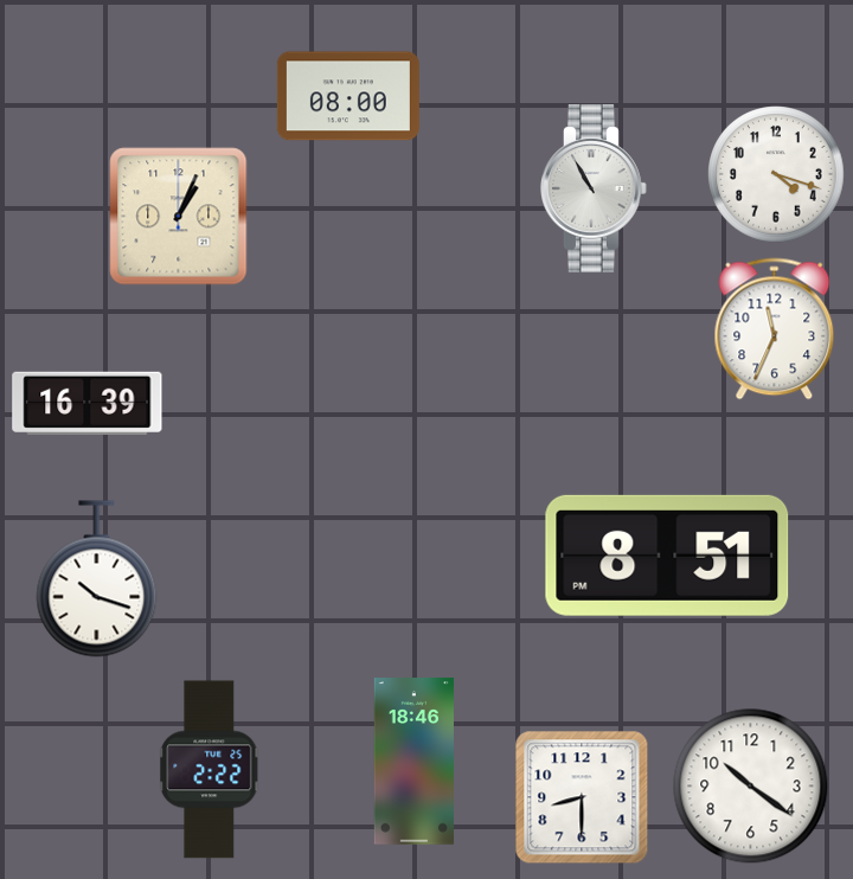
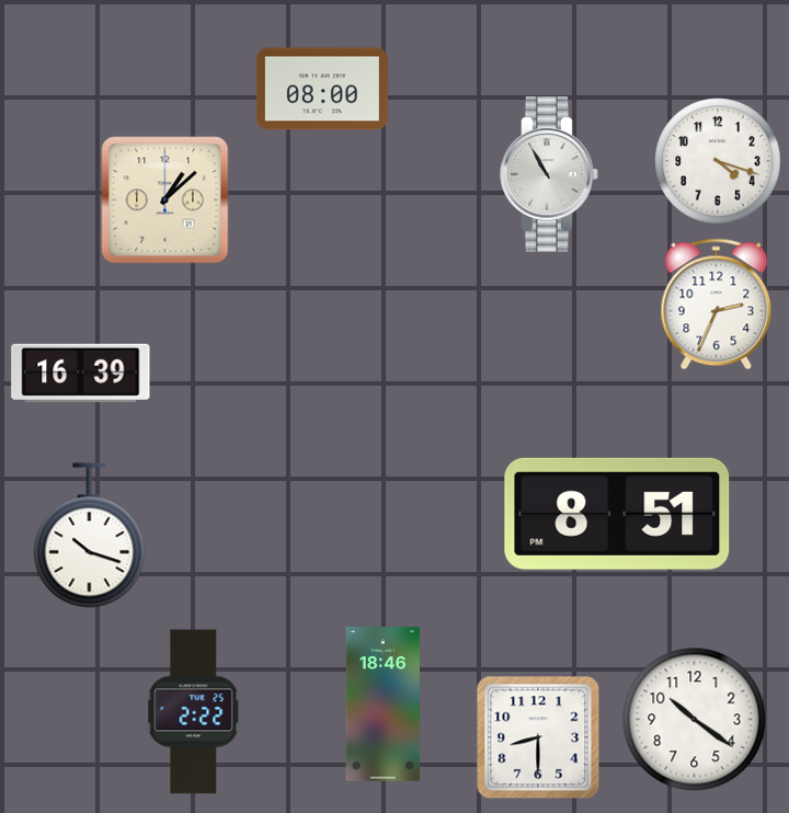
clock at (179, 217): 1:04 -> 1:08
clock at (775, 329): 11:34 -> 2:34
clock at (751, 787) position: (751, 787) -> (695, 720)
